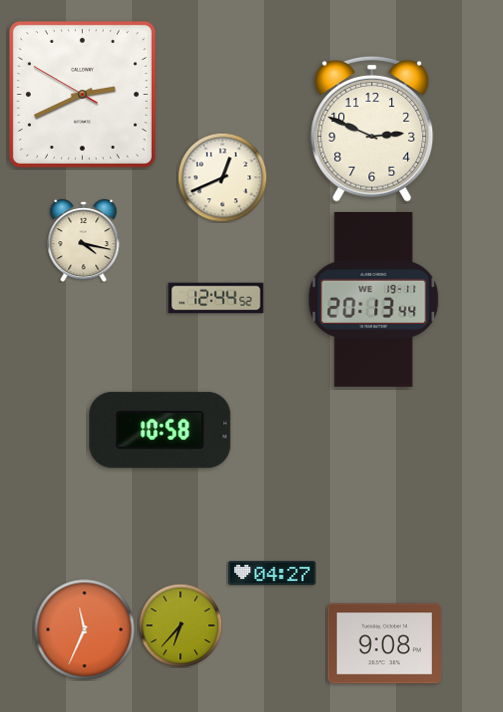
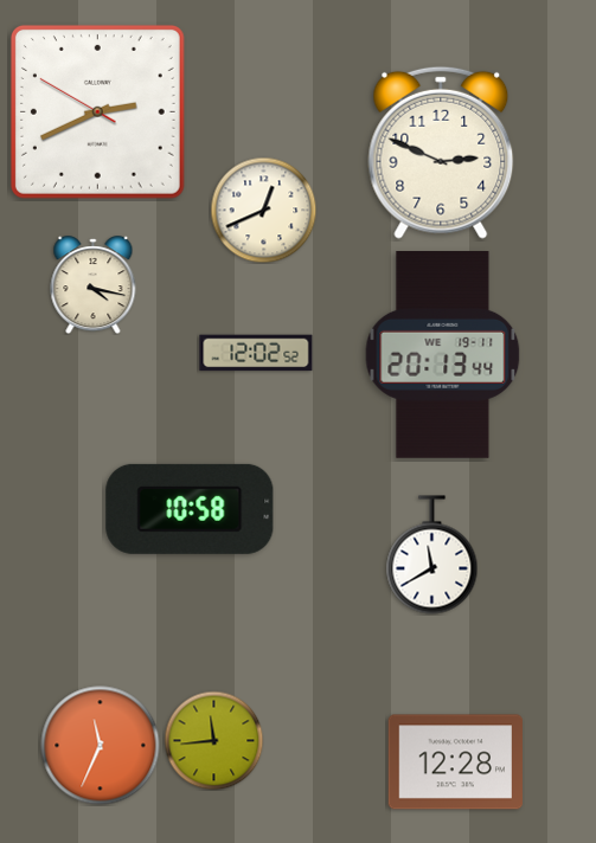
clock at (84, 241) position: (84, 241) -> (94, 285)
clock at (216, 298): 12:44 -> 12:02
clock at (432, 555): none -> 11:40
clock at (272, 573): 04:27 -> none
clock at (180, 625): 6:37 -> 11:44
clock at (384, 644): 9:08 -> 12:28
